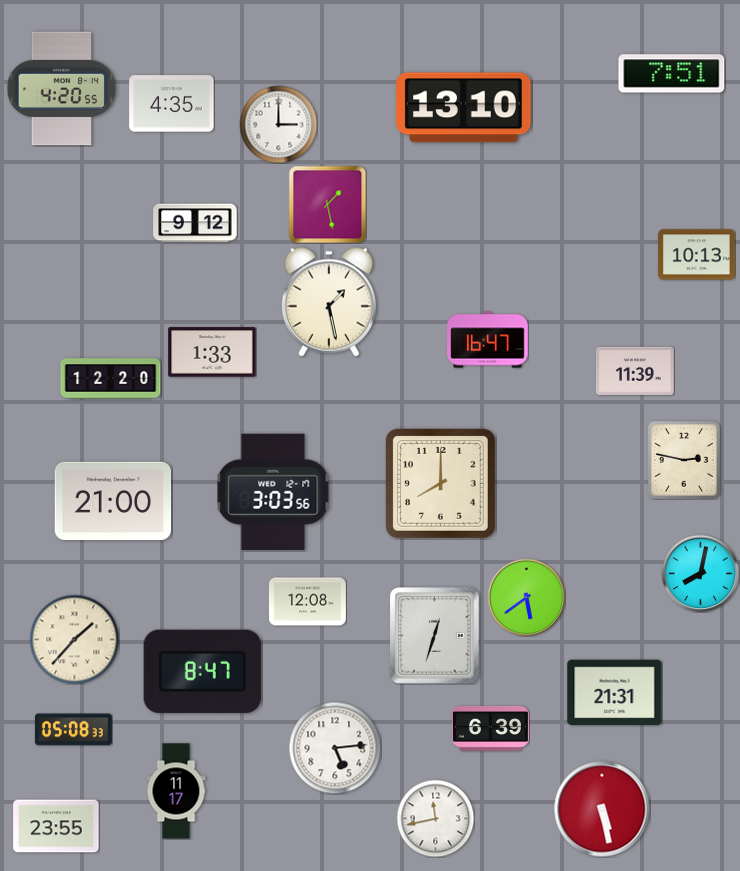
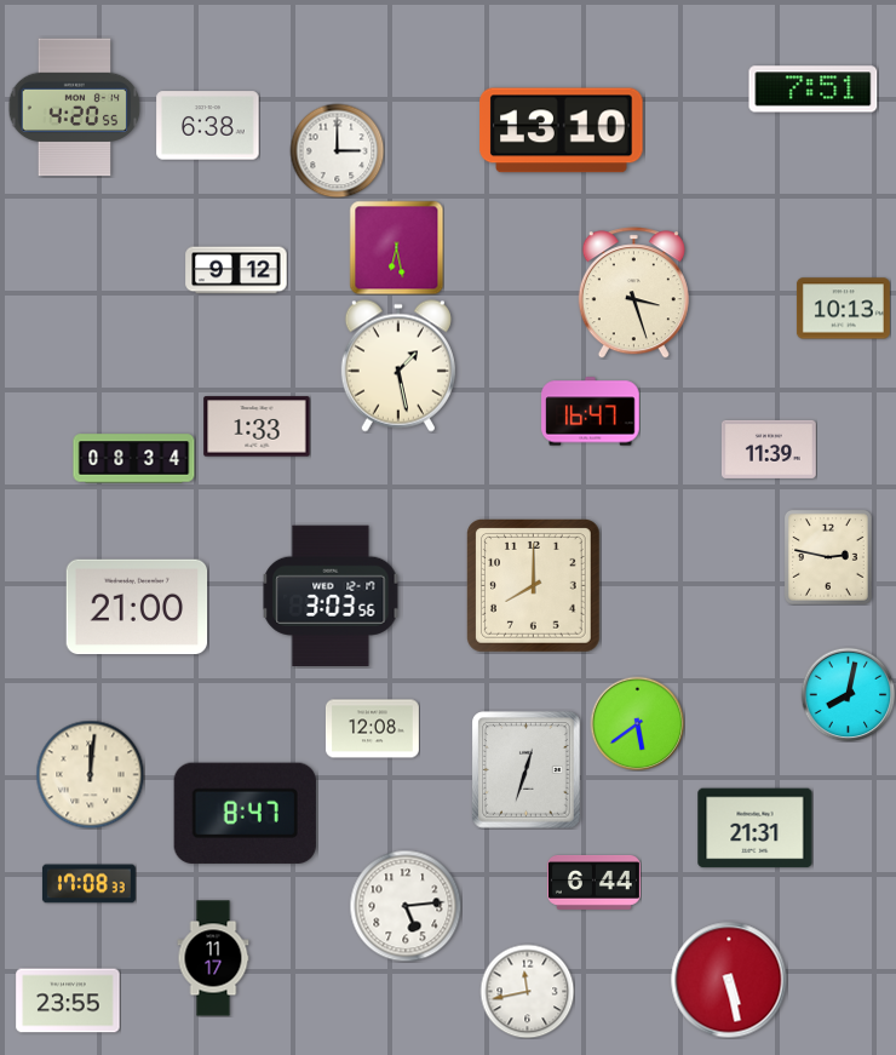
clock at (172, 104): 4:35 -> 6:38
clock at (327, 204): 1:28 -> 6:28
clock at (633, 293): none -> 3:27
clock at (111, 379): 12:20 -> 08:34
clock at (74, 639): 1:37 -> 12:01
clock at (615, 693) position: (615, 693) -> (756, 828)
clock at (490, 728): 6:39 -> 6:44
clock at (73, 730): 05:08 -> 17:08
